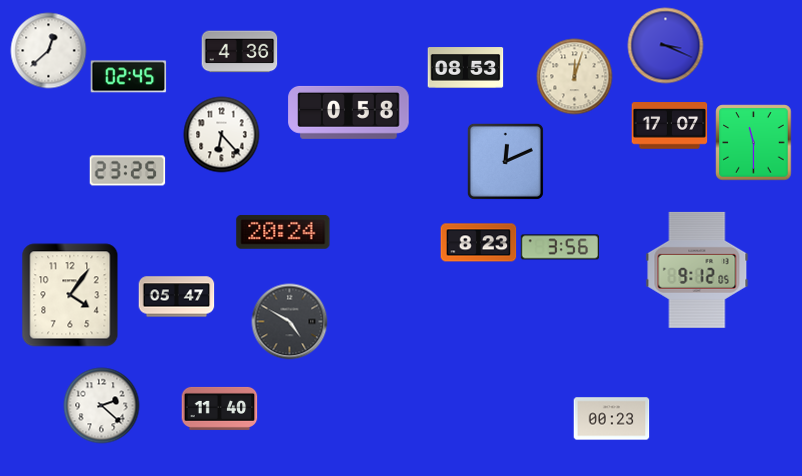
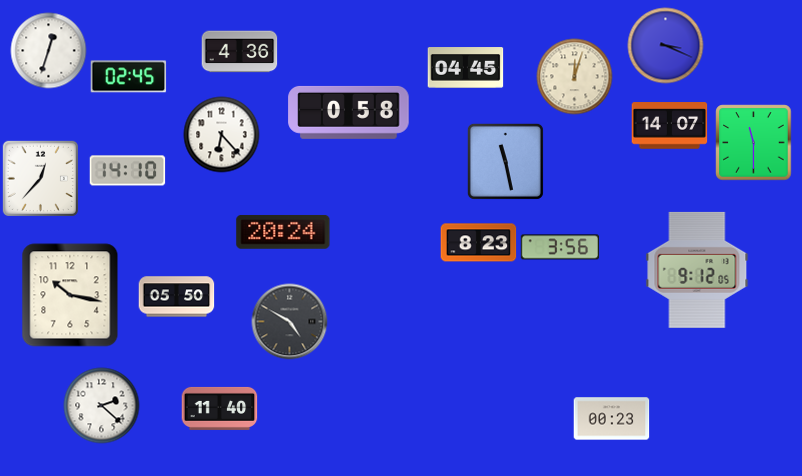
clock at (49, 51): 12:38 -> 12:33
clock at (466, 68): 08:53 -> 04:45
clock at (670, 126): 17:07 -> 14:07
clock at (505, 161): 12:11 -> 11:28
clock at (128, 171): 23:25 -> 14:10
clock at (40, 178): none -> 12:37
clock at (70, 295): 4:06 -> 10:17
clock at (177, 297): 05:47 -> 05:50
